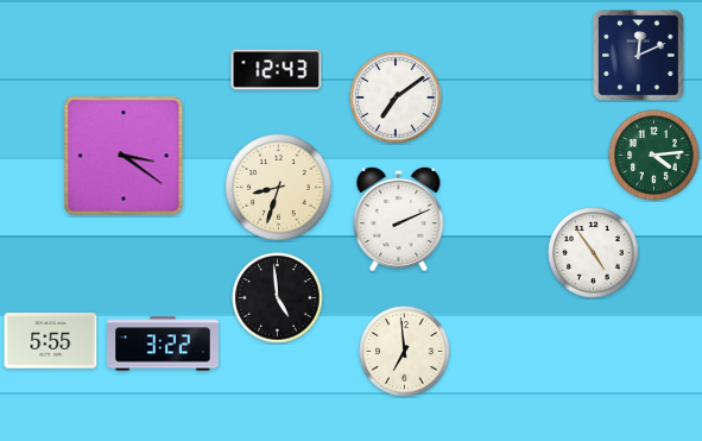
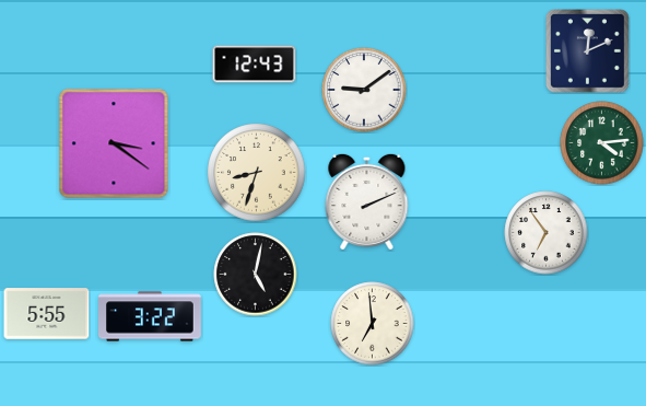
clock at (396, 97): 7:09 -> 9:09
clock at (594, 253): 4:54 -> 6:54
clock at (278, 298): 4:59 -> 5:02
